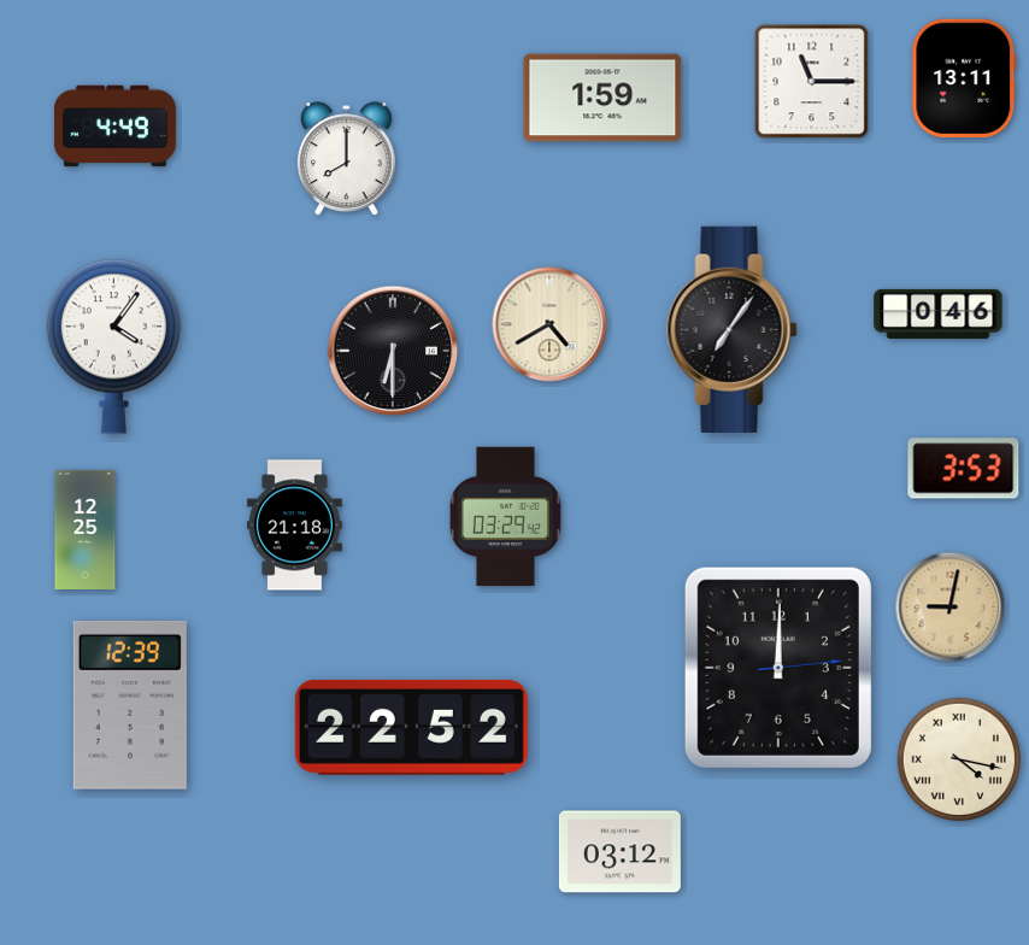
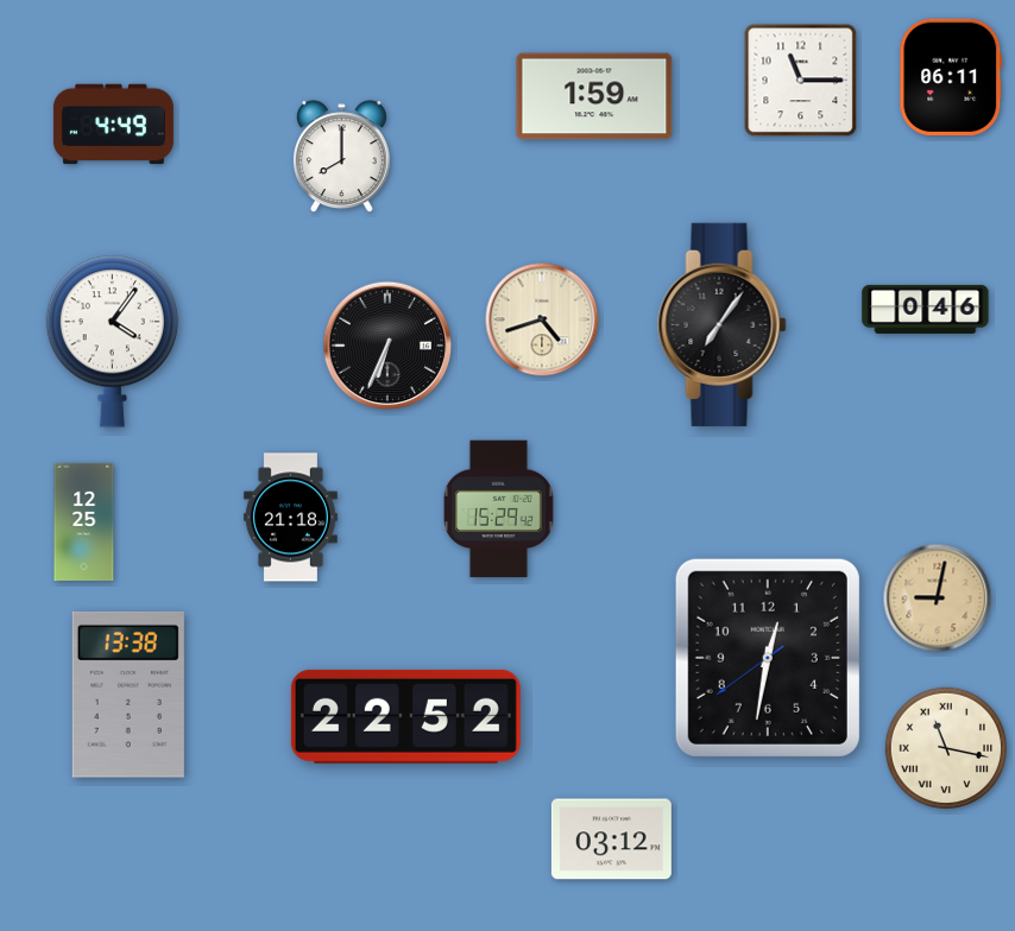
clock at (964, 77): 13:11 -> 06:11
clock at (549, 324): 4:40 -> 4:42
clock at (393, 351): 6:30 -> 6:34
clock at (964, 469): 3:53 -> none
clock at (505, 517): 03:29 -> 15:29
clock at (778, 668): 12:00 -> 12:31
clock at (130, 705): 12:39 -> 13:38
clock at (959, 759): 4:17 -> 11:17
